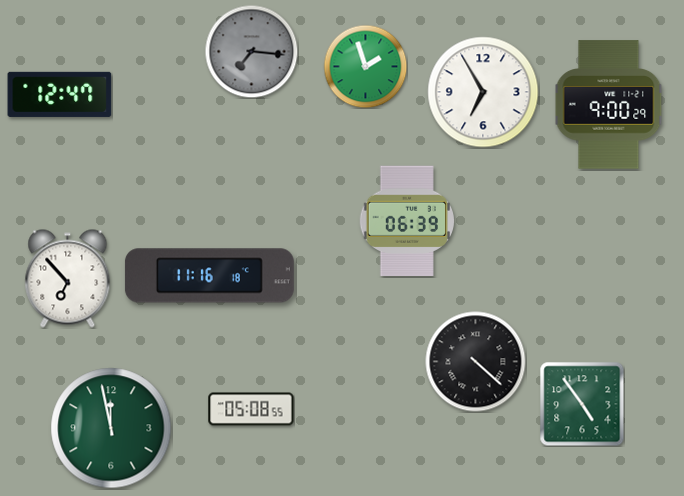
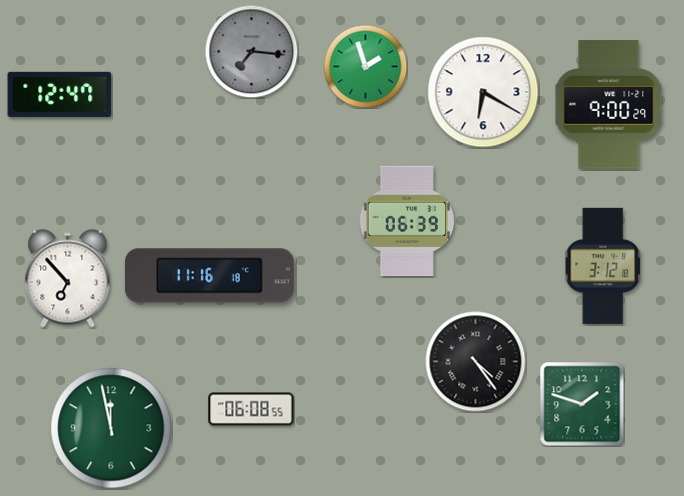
clock at (483, 92): 6:55 -> 6:20
clock at (602, 266): none -> 3:12
clock at (476, 362): 4:22 -> 4:24
clock at (582, 404): 4:54 -> 1:48
clock at (251, 409): 05:08 -> 06:08
